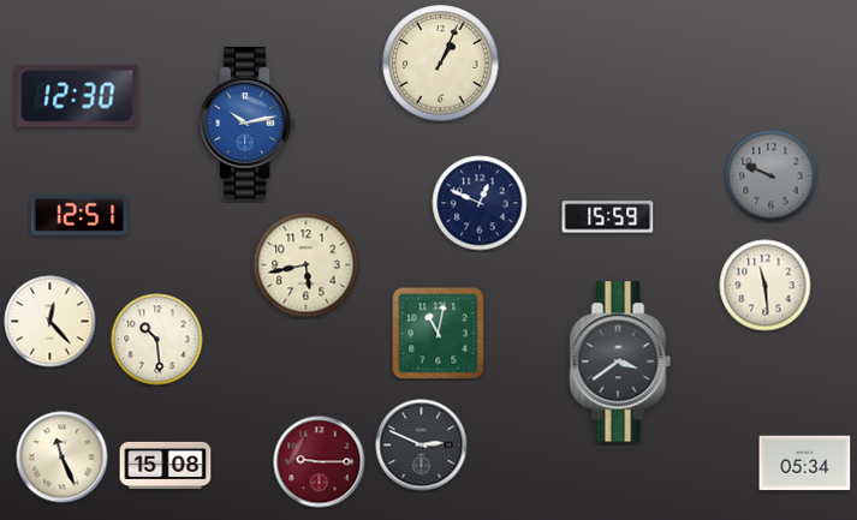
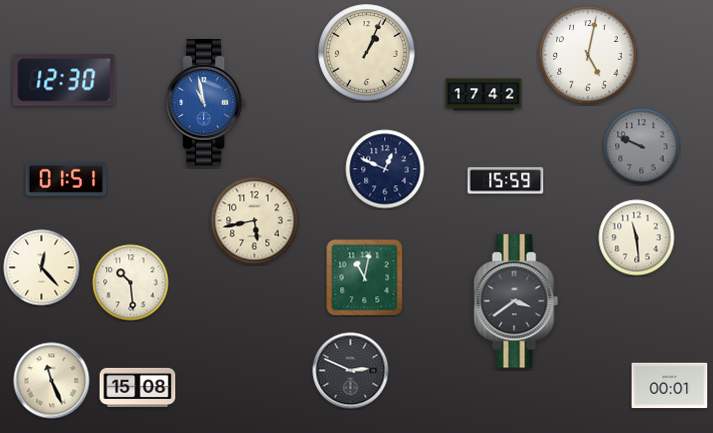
clock at (588, 55): none -> 5:02
clock at (484, 95): none -> 17:42
clock at (248, 124): 10:13 -> 10:58
clock at (480, 203) position: (480, 203) -> (385, 169)
clock at (79, 215): 12:51 -> 01:51
clock at (320, 462): 9:15 -> none
clock at (805, 464): 05:34 -> 00:01
